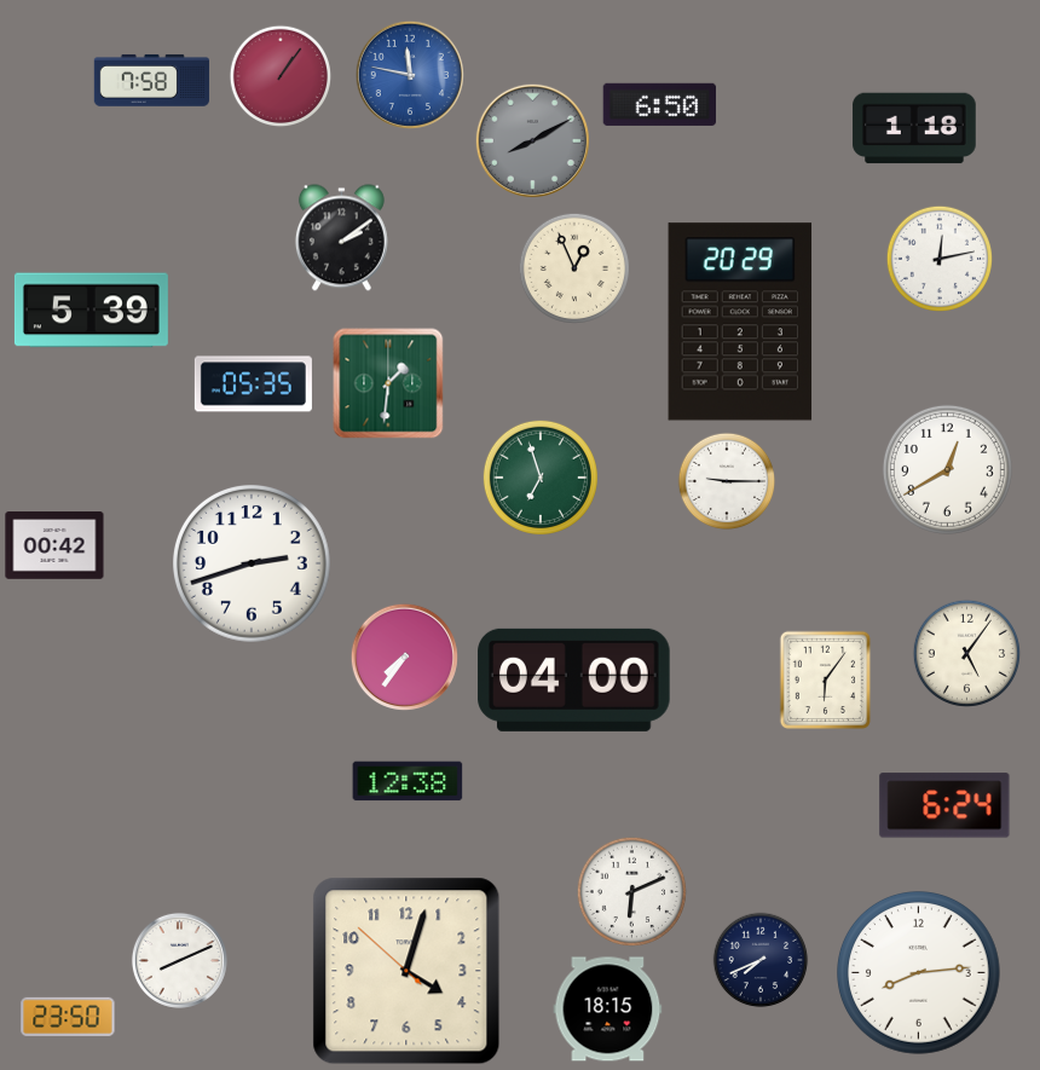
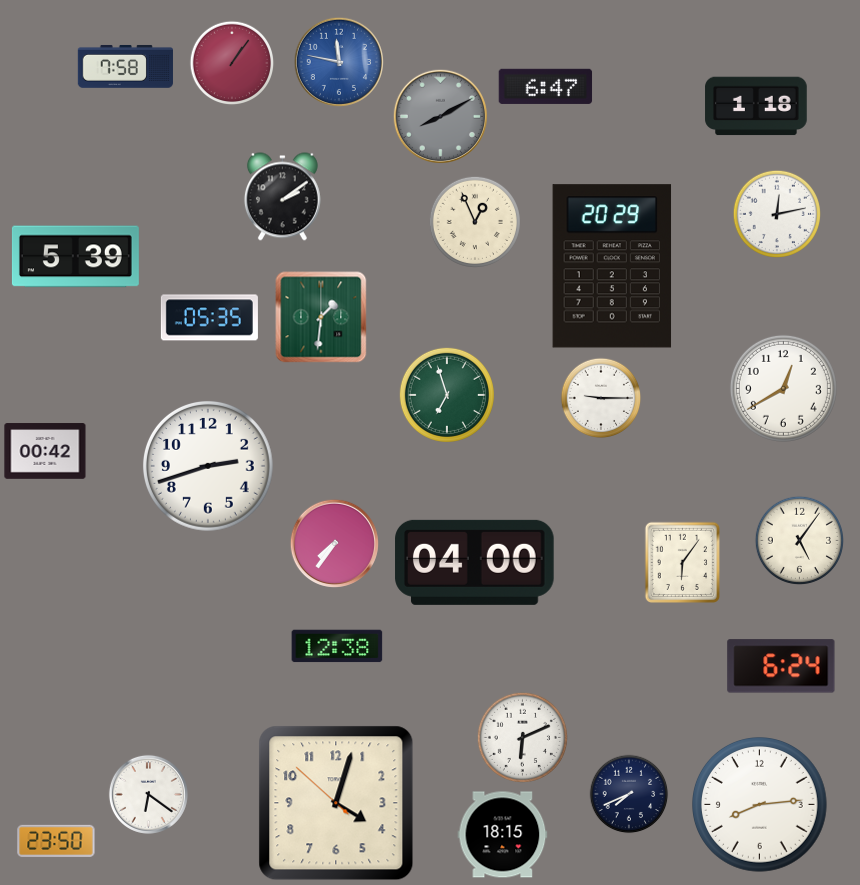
clock at (660, 104): 6:50 -> 6:47
clock at (179, 960): 8:11 -> 6:21
